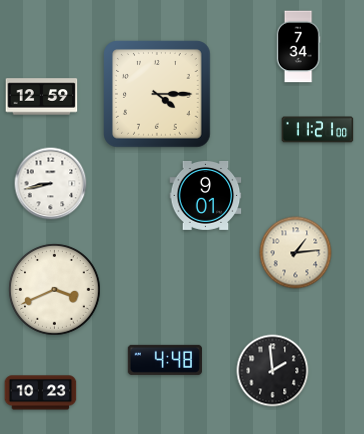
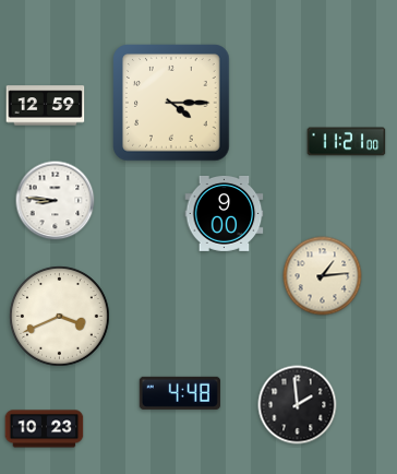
clock at (298, 47): 7:34 -> none
clock at (51, 184): 8:43 -> 8:46
clock at (206, 195): 9:01 -> 9:00
